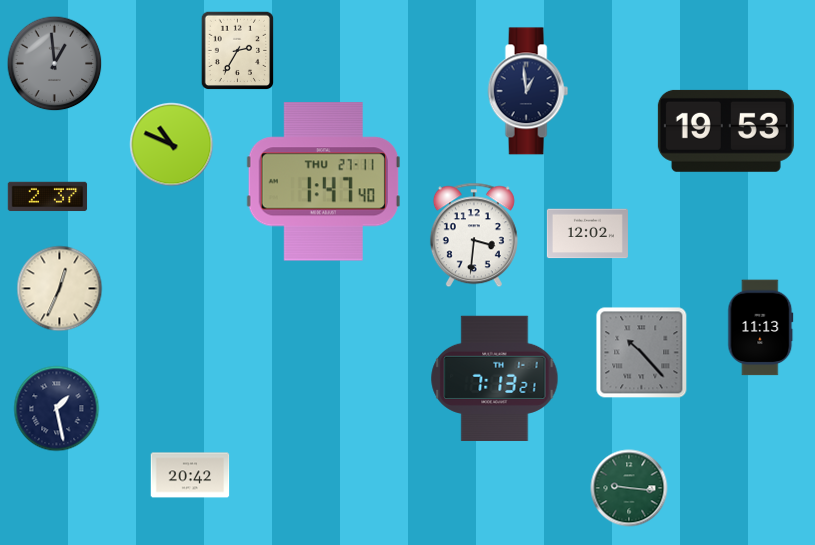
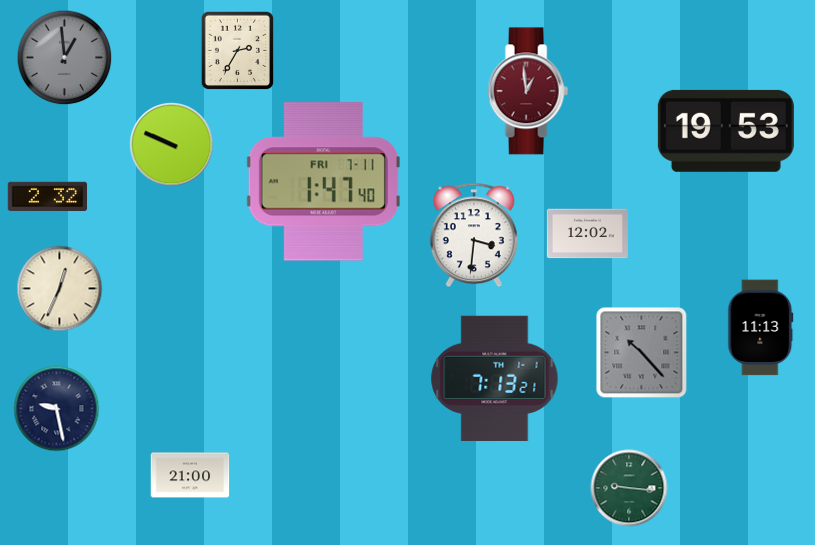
clock at (55, 64) position: (55, 64) -> (65, 58)
clock at (528, 91) dial: navy -> burgundy
clock at (172, 145): 10:49 -> 9:49
clock at (323, 182) date: THU 27-11 -> FRI 7-11
clock at (48, 197): 2:37 -> 2:32
clock at (57, 409): 1:28 -> 9:28
clock at (190, 475): 20:42 -> 21:00
